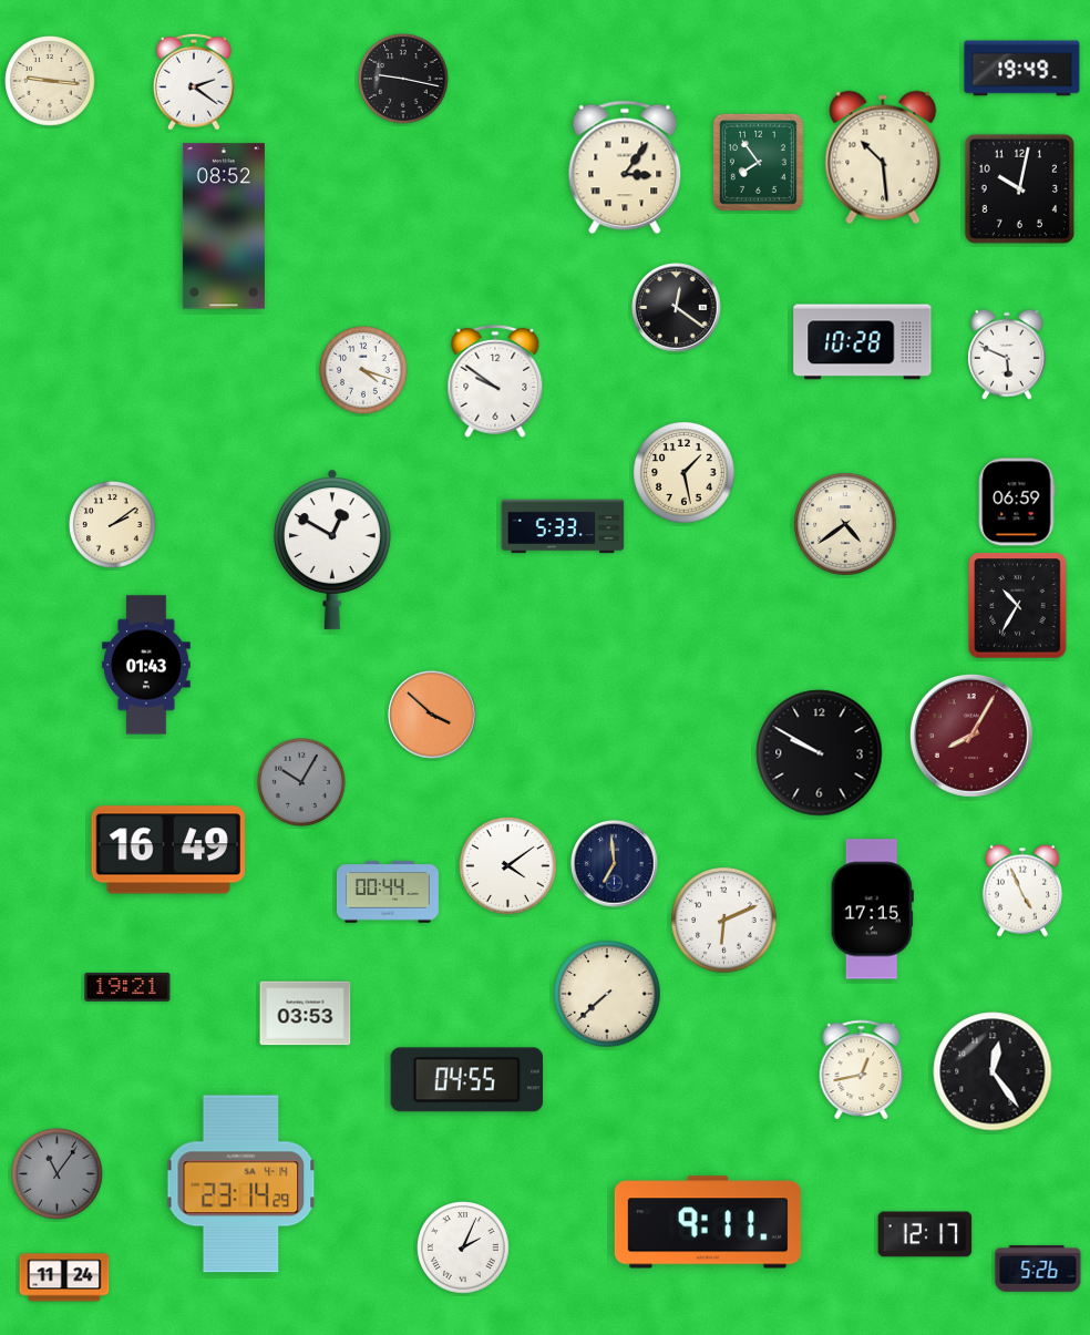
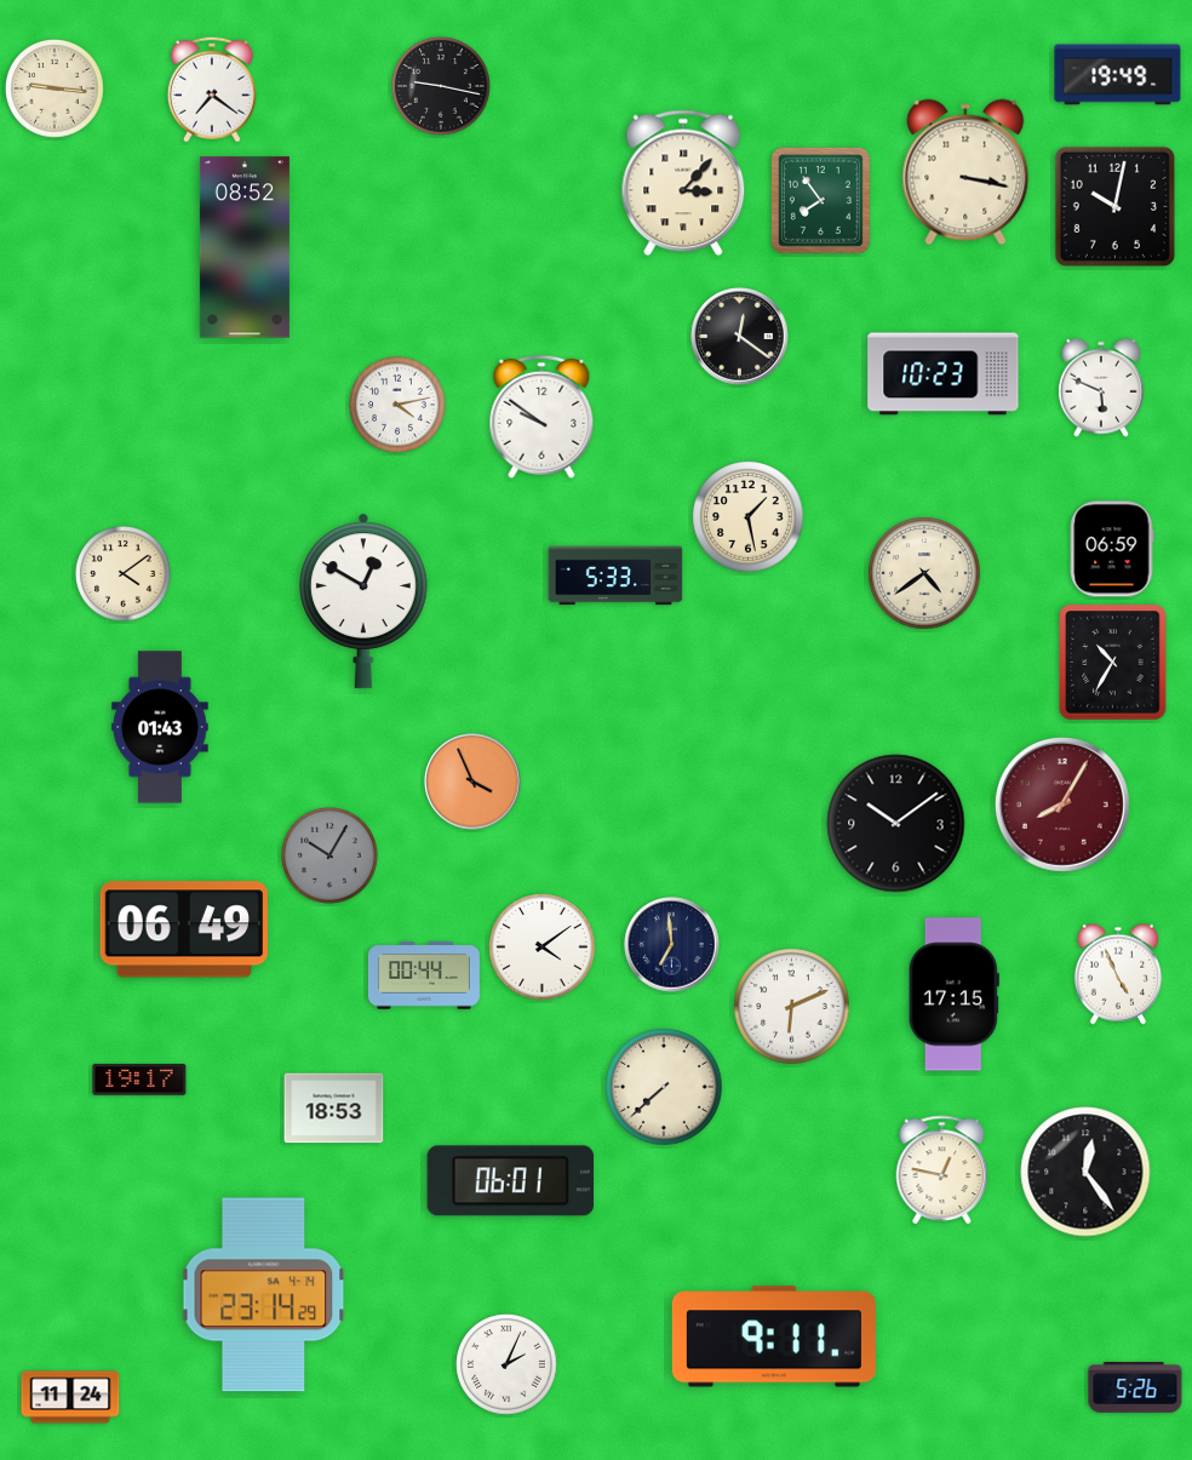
clock at (194, 82): 2:21 -> 7:21
clock at (883, 157): 10:29 -> 3:17
clock at (758, 162) position: (758, 162) -> (820, 200)
clock at (625, 167): 3:06 -> 3:07
clock at (863, 342): 10:28 -> 10:23
clock at (364, 371): 4:18 -> 4:13
clock at (113, 525): 2:09 -> 4:09
clock at (432, 715): 3:52 -> 3:56
clock at (820, 753): 9:50 -> 10:09
clock at (167, 850): 16:49 -> 06:49
clock at (508, 866) position: (508, 866) -> (543, 947)
clock at (127, 987): 19:21 -> 19:17
clock at (306, 1014): 03:53 -> 18:53
clock at (862, 1069): 12:43 -> 12:47
clock at (467, 1080): 04:55 -> 06:01
clock at (58, 1174): 11:06 -> none
clock at (925, 1234): 12:17 -> none
